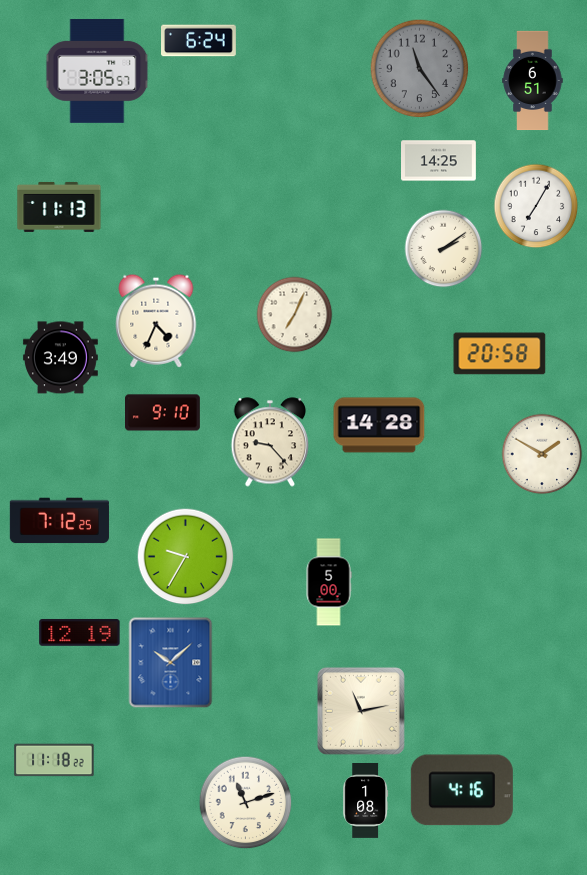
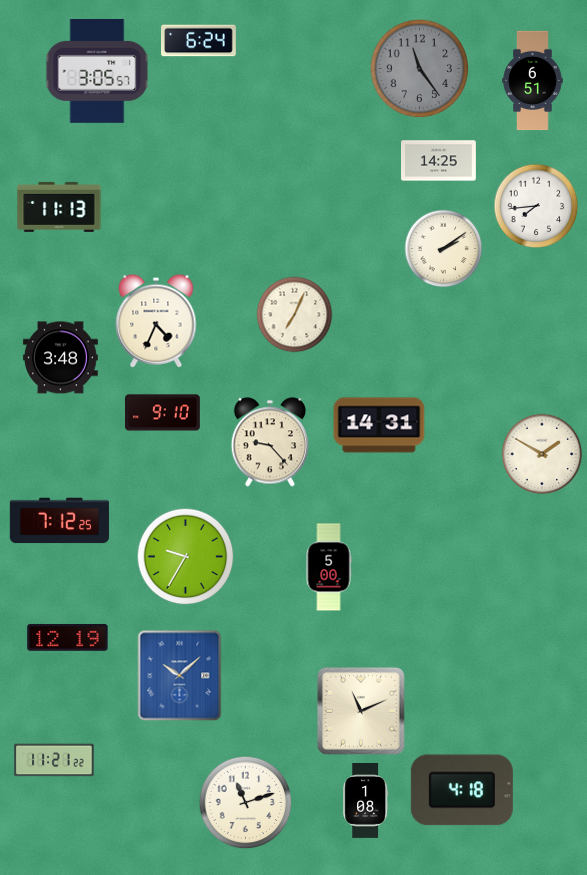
clock at (536, 206): 7:05 -> 7:44
clock at (500, 354): 20:58 -> none
clock at (61, 358): 3:49 -> 3:48
clock at (379, 425): 14:28 -> 14:31
clock at (329, 582) position: (329, 582) -> (329, 567)
clock at (80, 632) position: (80, 632) -> (68, 637)
clock at (171, 663) position: (171, 663) -> (180, 676)
clock at (361, 711): 11:13 -> 11:11
clock at (54, 760): 11:18 -> 11:21
clock at (462, 790): 4:16 -> 4:18
